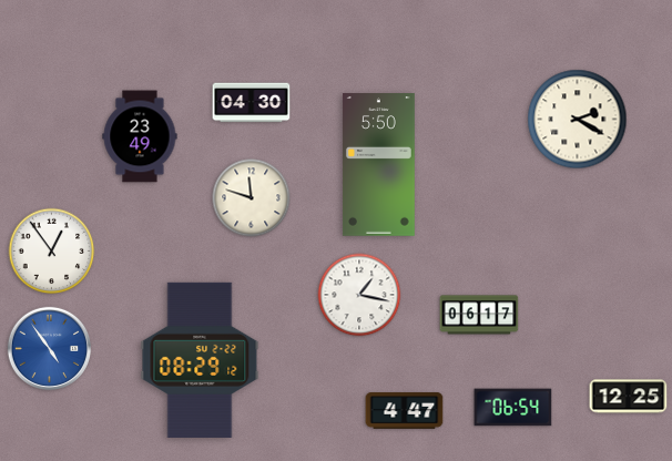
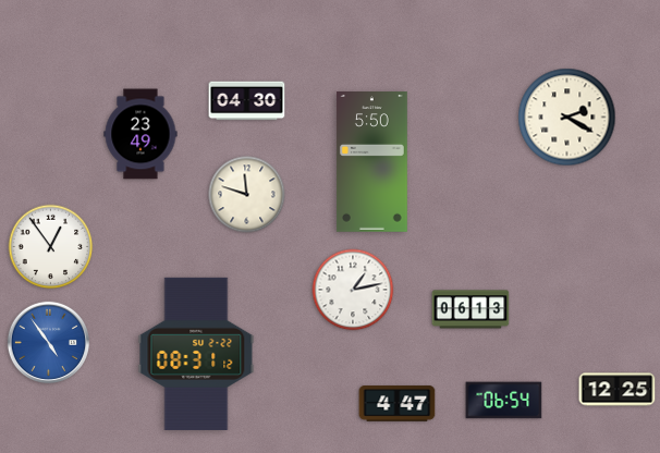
clock at (140, 136) position: (140, 136) -> (140, 134)
clock at (359, 295): 1:17 -> 1:13
clock at (479, 315): 06:17 -> 06:13
clock at (200, 360): 08:29 -> 08:31
